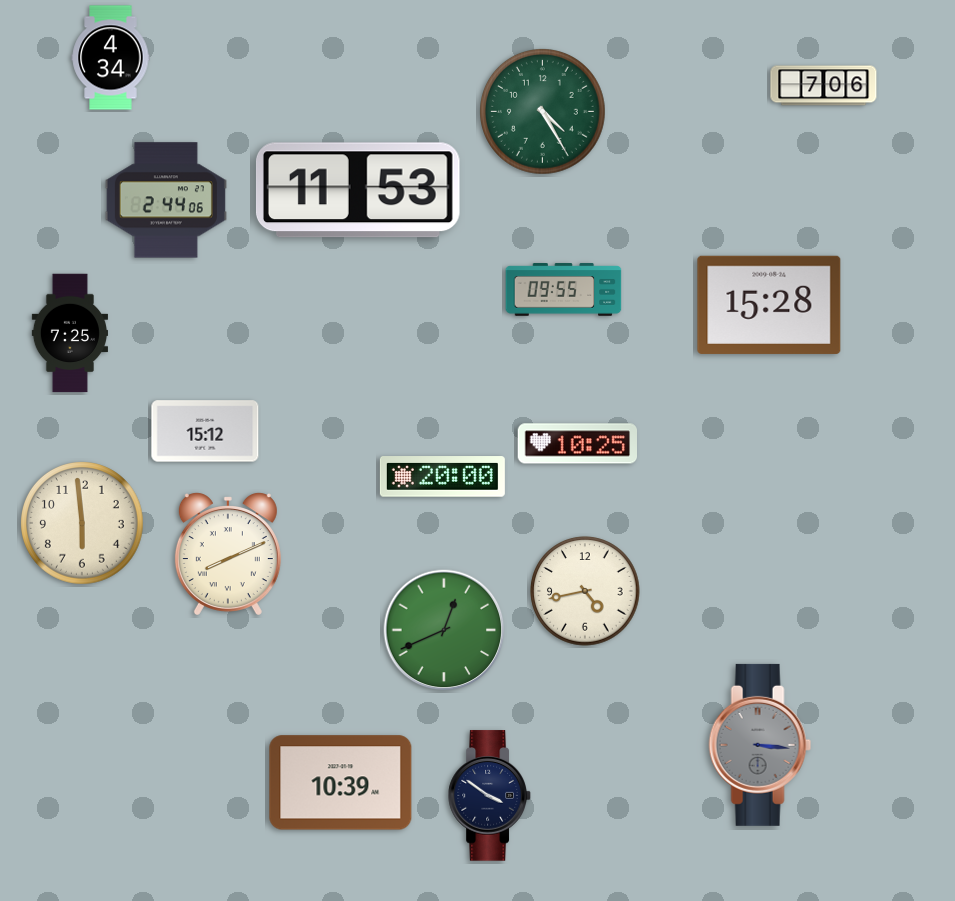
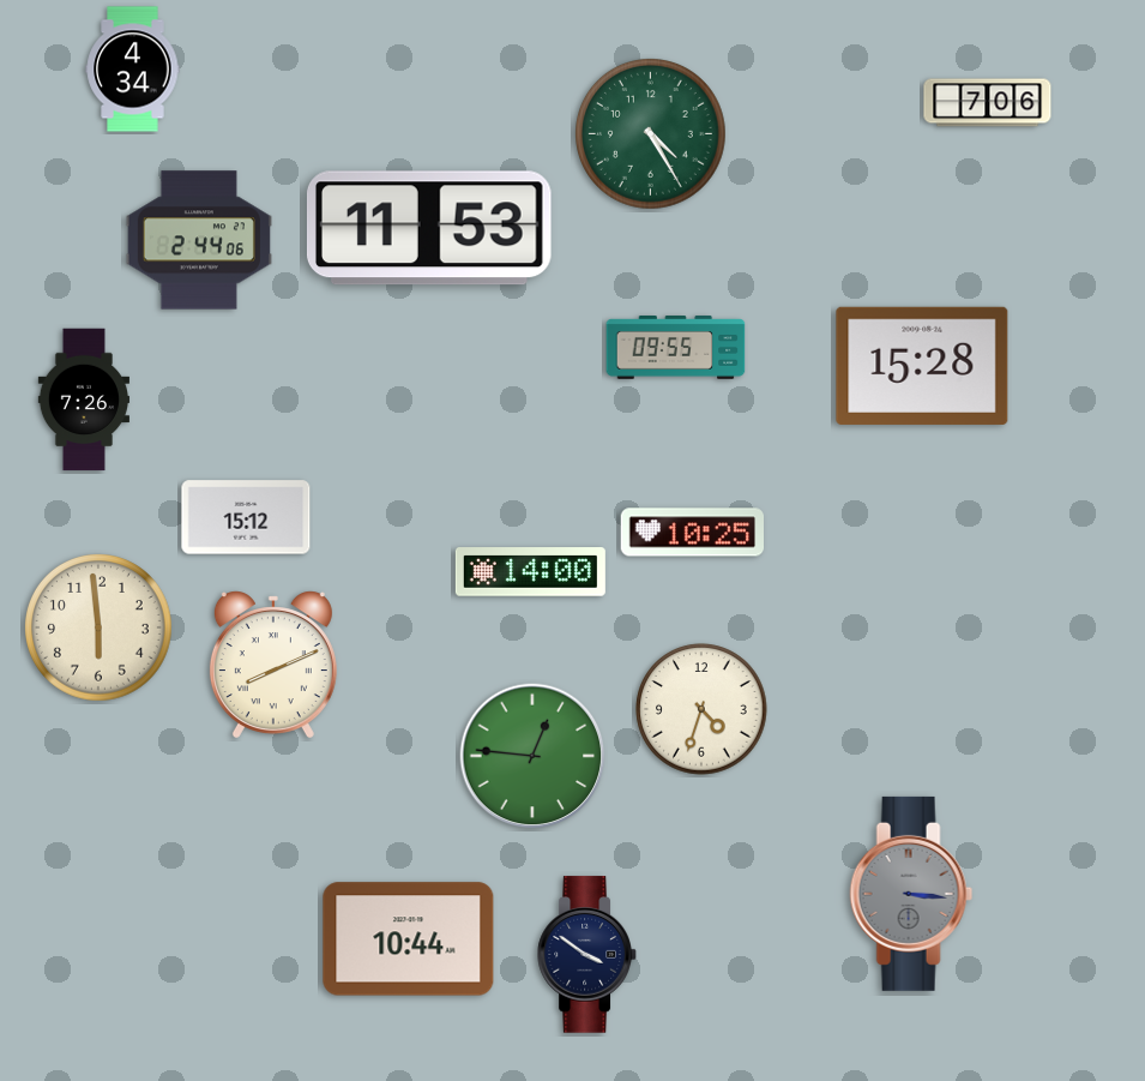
clock at (69, 333): 7:25 -> 7:26
clock at (442, 477): 20:00 -> 14:00
clock at (585, 591): 4:43 -> 4:33
clock at (444, 630): 12:41 -> 12:46
clock at (341, 783): 10:39 -> 10:44
